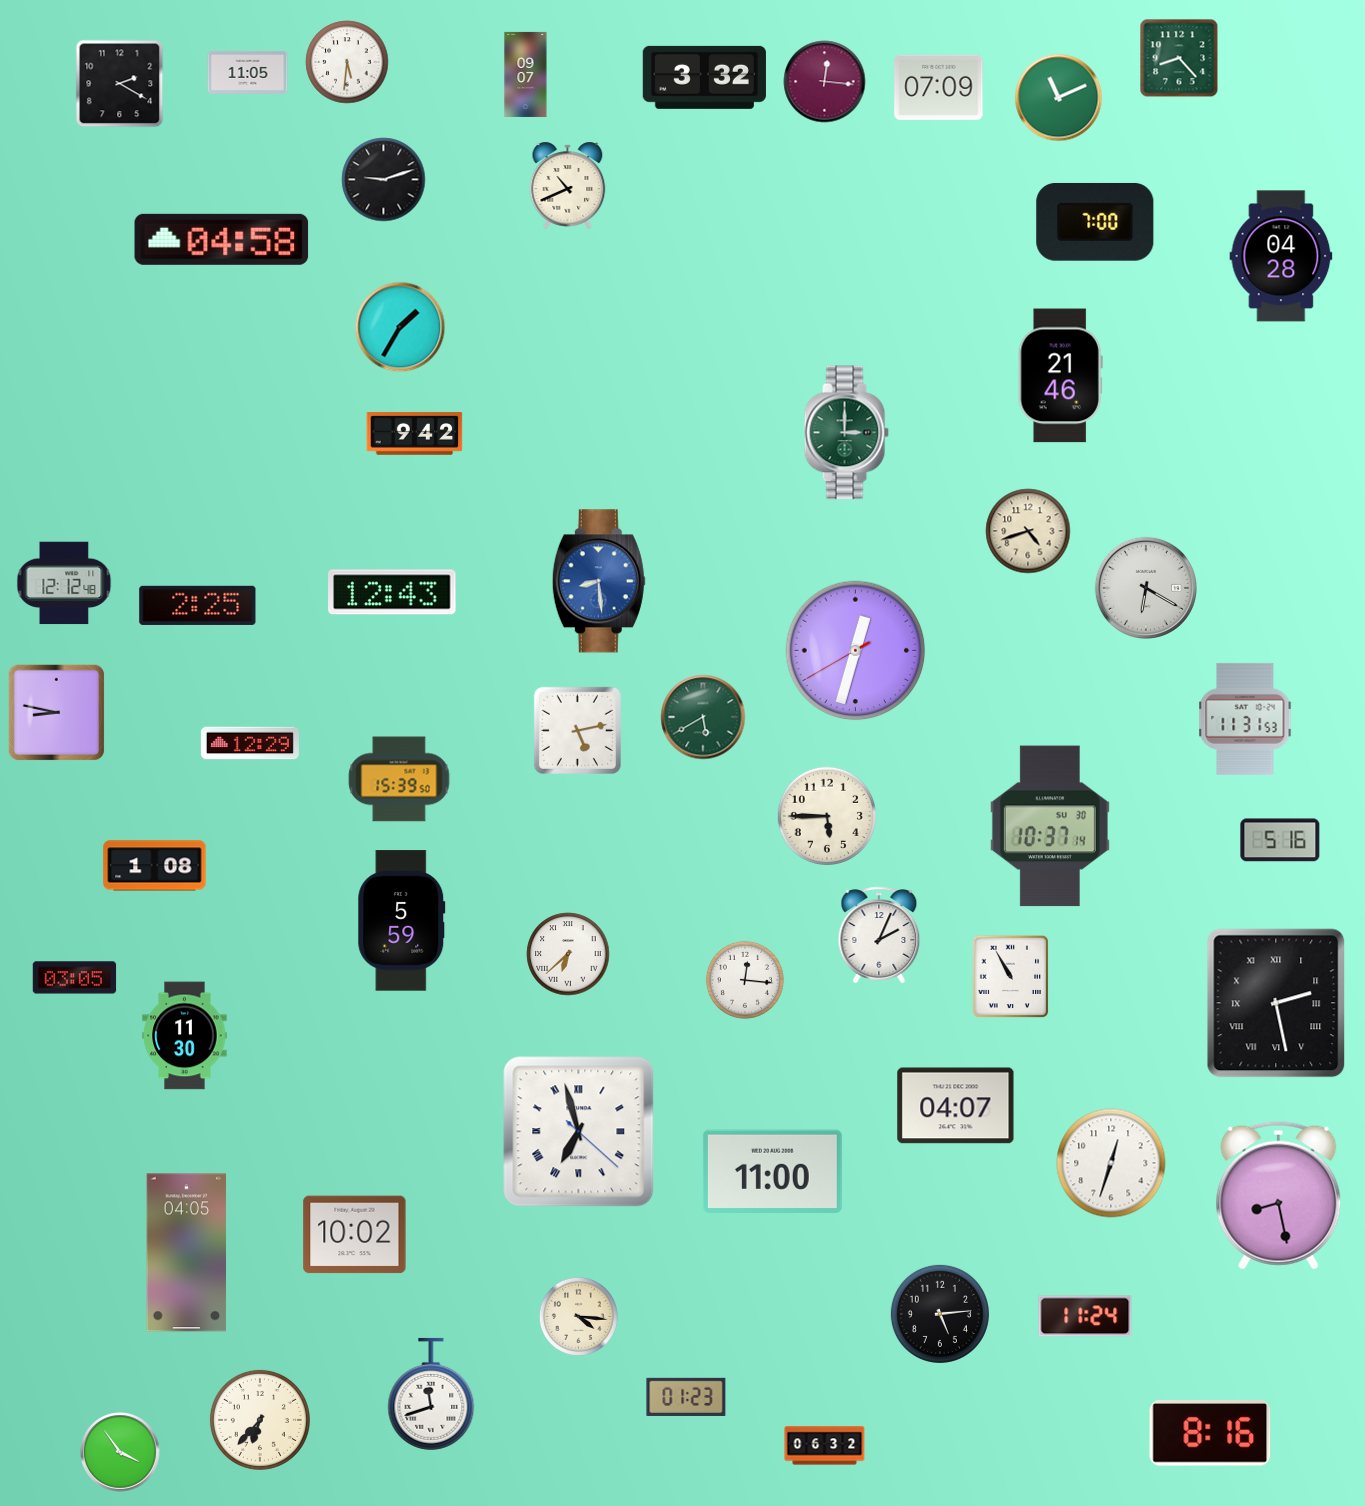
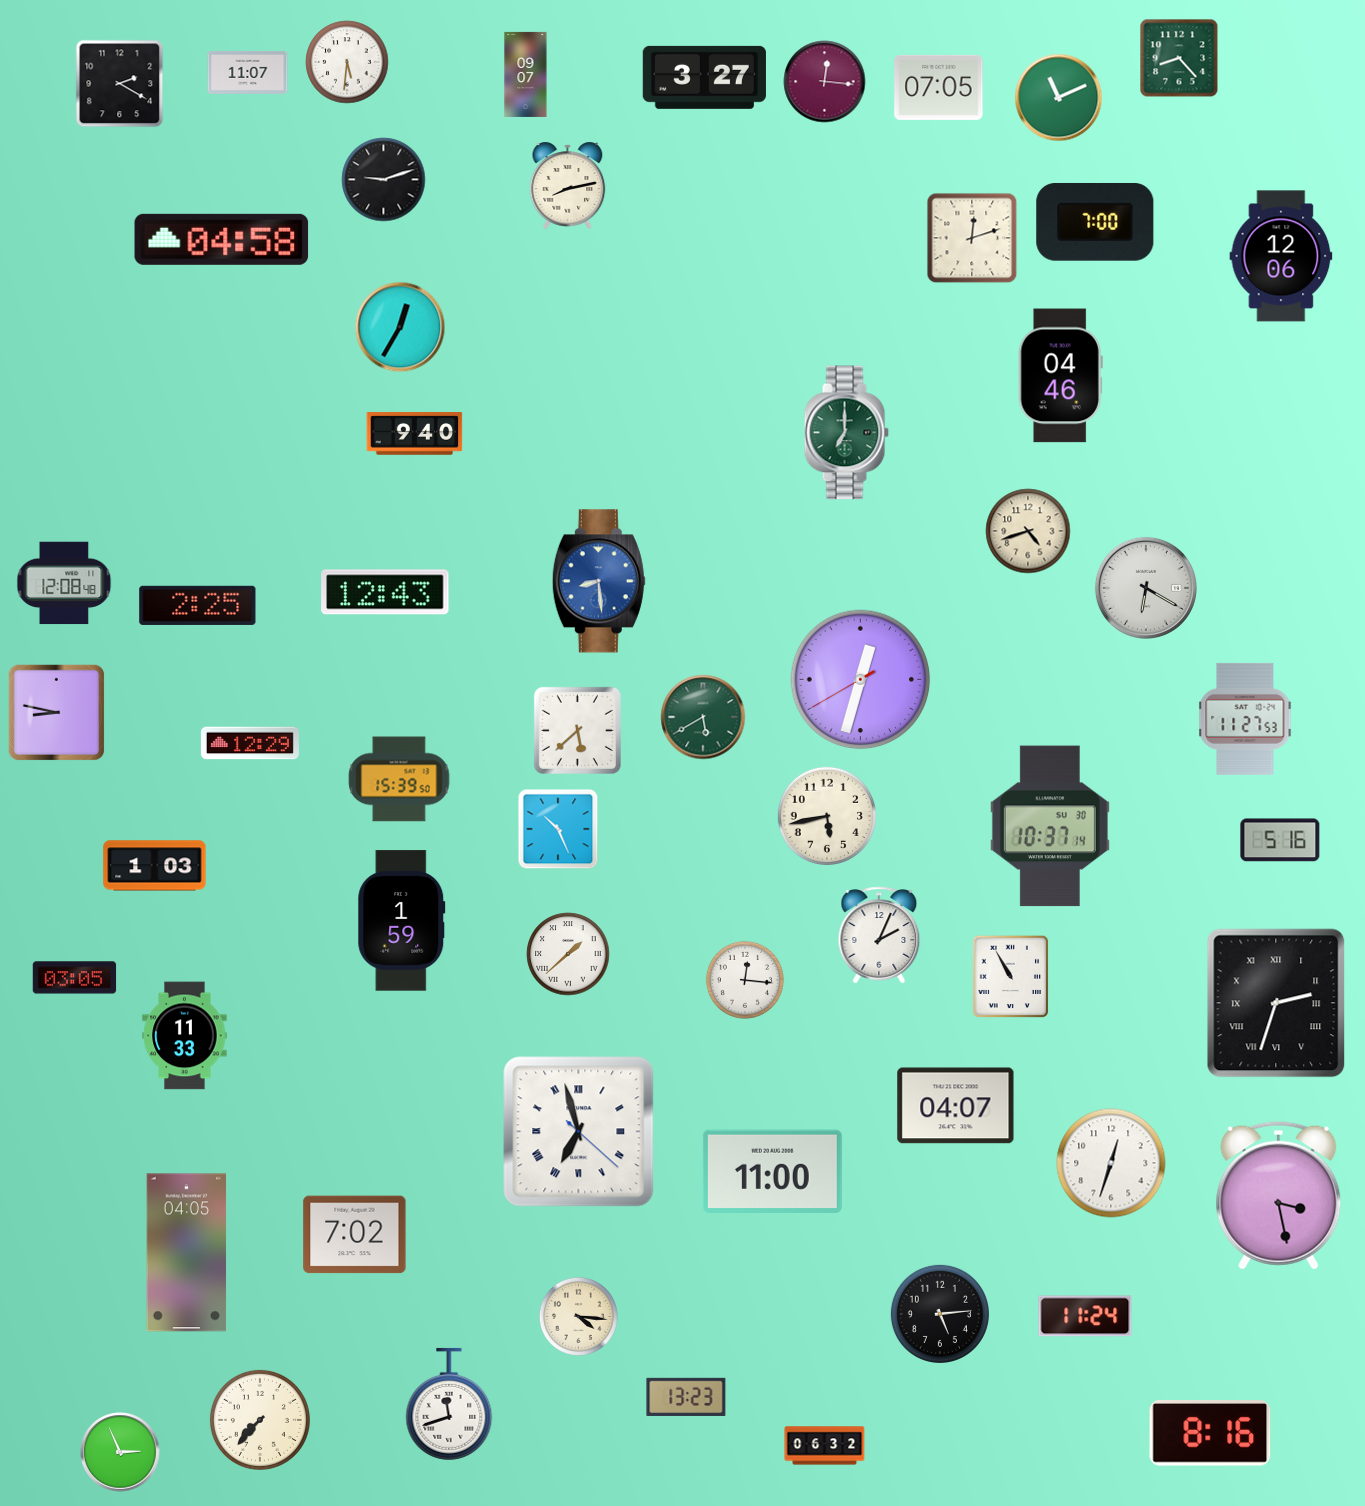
clock at (248, 72): 11:05 -> 11:07
clock at (704, 77): 3:32 -> 3:27
clock at (939, 87): 07:09 -> 07:05
clock at (568, 185): 10:41 -> 8:13
clock at (972, 238): none -> 12:12
clock at (1281, 256): 04:28 -> 12:06
clock at (400, 327): 1:35 -> 12:35
clock at (1060, 376): 21:46 -> 04:46
clock at (846, 433): 3:00 -> 7:00
clock at (415, 434): 9:42 -> 9:40
clock at (64, 583): 12:12 -> 12:08
clock at (392, 592) position: (392, 592) -> (385, 592)
clock at (856, 651) position: (856, 651) -> (861, 680)
clock at (1245, 719): 11:31 -> 11:27
clock at (577, 730): 5:13 -> 5:38
clock at (827, 816): 5:45 -> 5:43
clock at (558, 829): none -> 10:26
clock at (155, 866): 1:08 -> 1:03
clock at (402, 921): 5:59 -> 1:59
clock at (568, 954): 6:38 -> 1:38
clock at (1276, 1003): 2:28 -> 2:33
clock at (185, 1036): 11:30 -> 11:33
clock at (1279, 1195): 8:28 -> 3:28
clock at (355, 1235): 10:02 -> 7:02
clock at (431, 1394) position: (431, 1394) -> (449, 1404)
clock at (686, 1396): 01:23 -> 13:23
clock at (260, 1420): 6:37 -> 7:37
clock at (120, 1452): 3:54 -> 2:56
